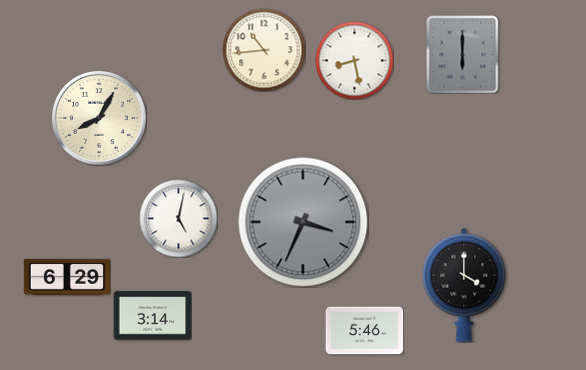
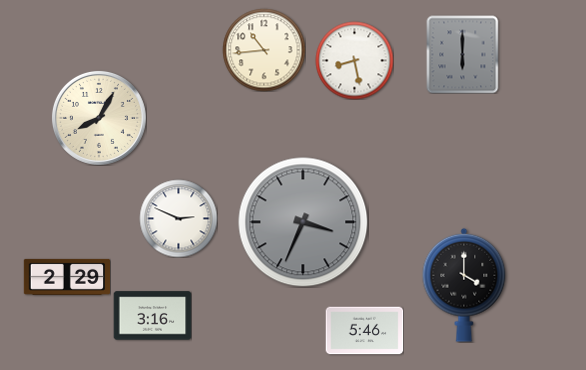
clock at (178, 218): 5:02 -> 2:49
clock at (66, 277): 6:29 -> 2:29
clock at (152, 316): 3:14 -> 3:16
